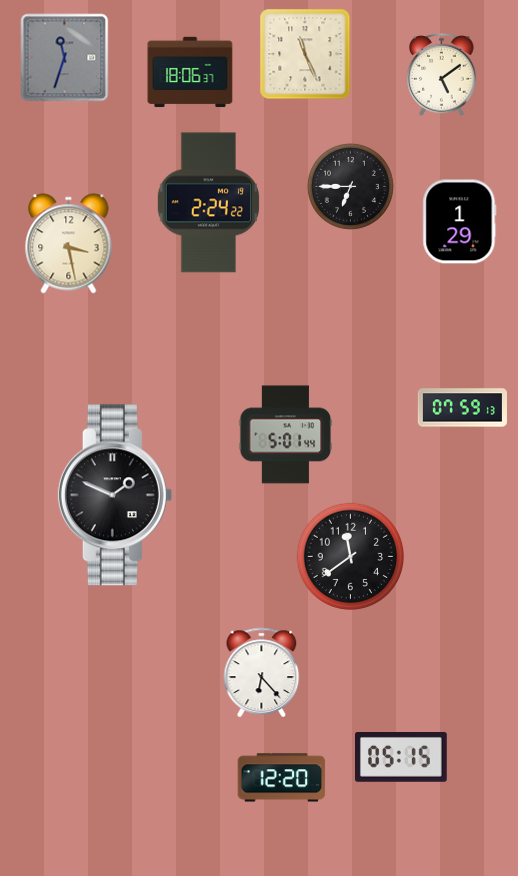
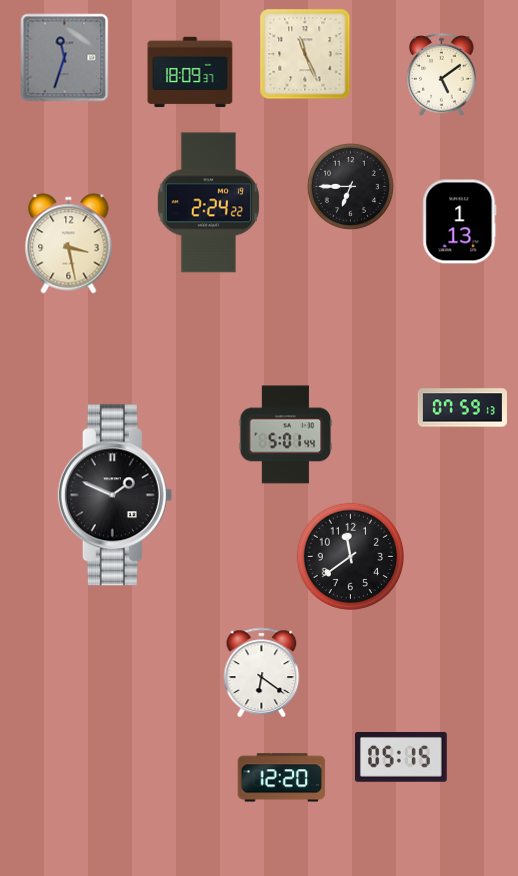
clock at (190, 72): 18:06 -> 18:09
clock at (460, 222): 1:29 -> 1:13
clock at (262, 672): 6:23 -> 6:21
